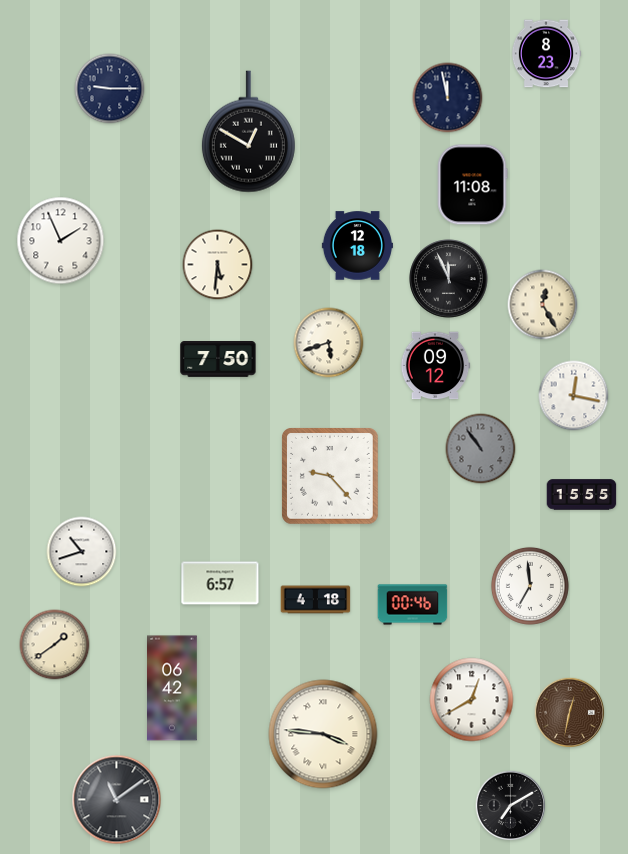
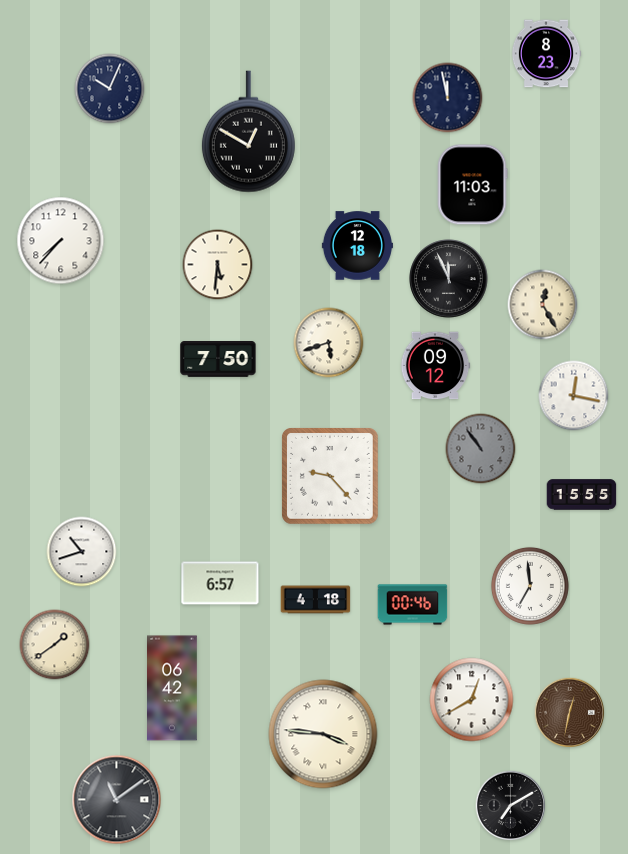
clock at (110, 89): 9:15 -> 10:04
clock at (472, 185): 11:08 -> 11:03
clock at (61, 241): 1:56 -> 7:37
